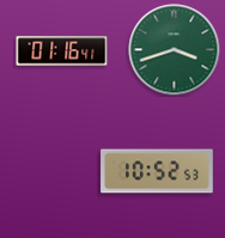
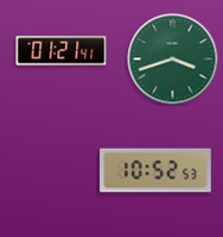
clock at (175, 50) position: (175, 50) -> (173, 60)
clock at (62, 51): 01:16 -> 01:21
